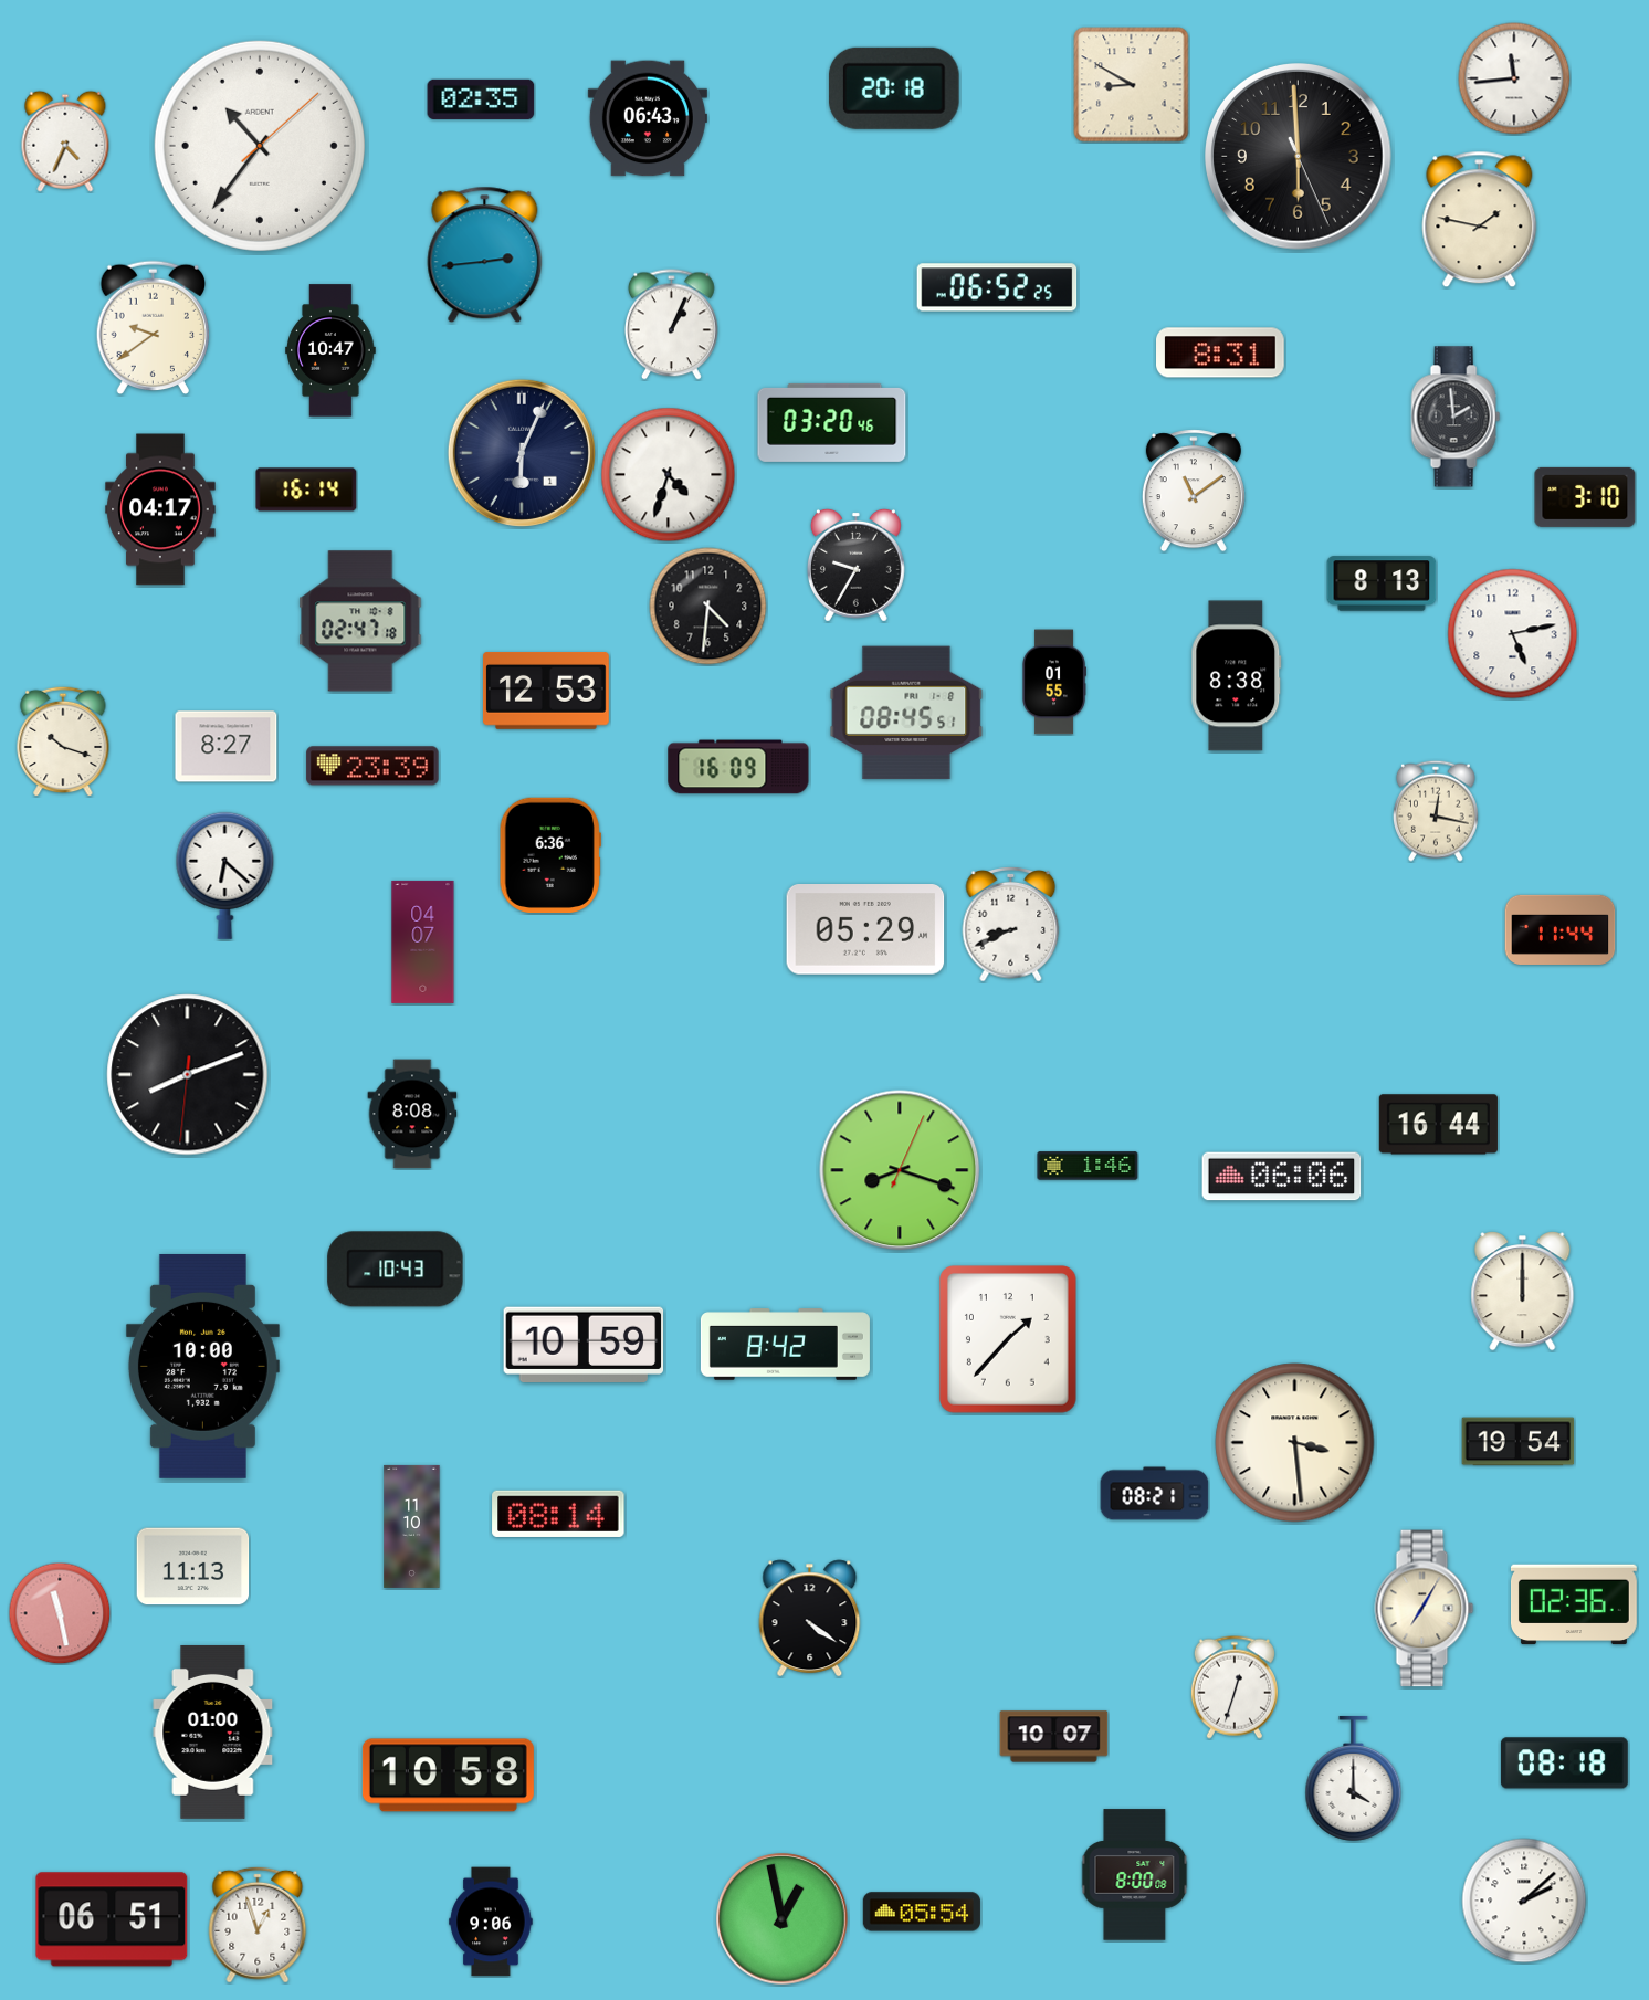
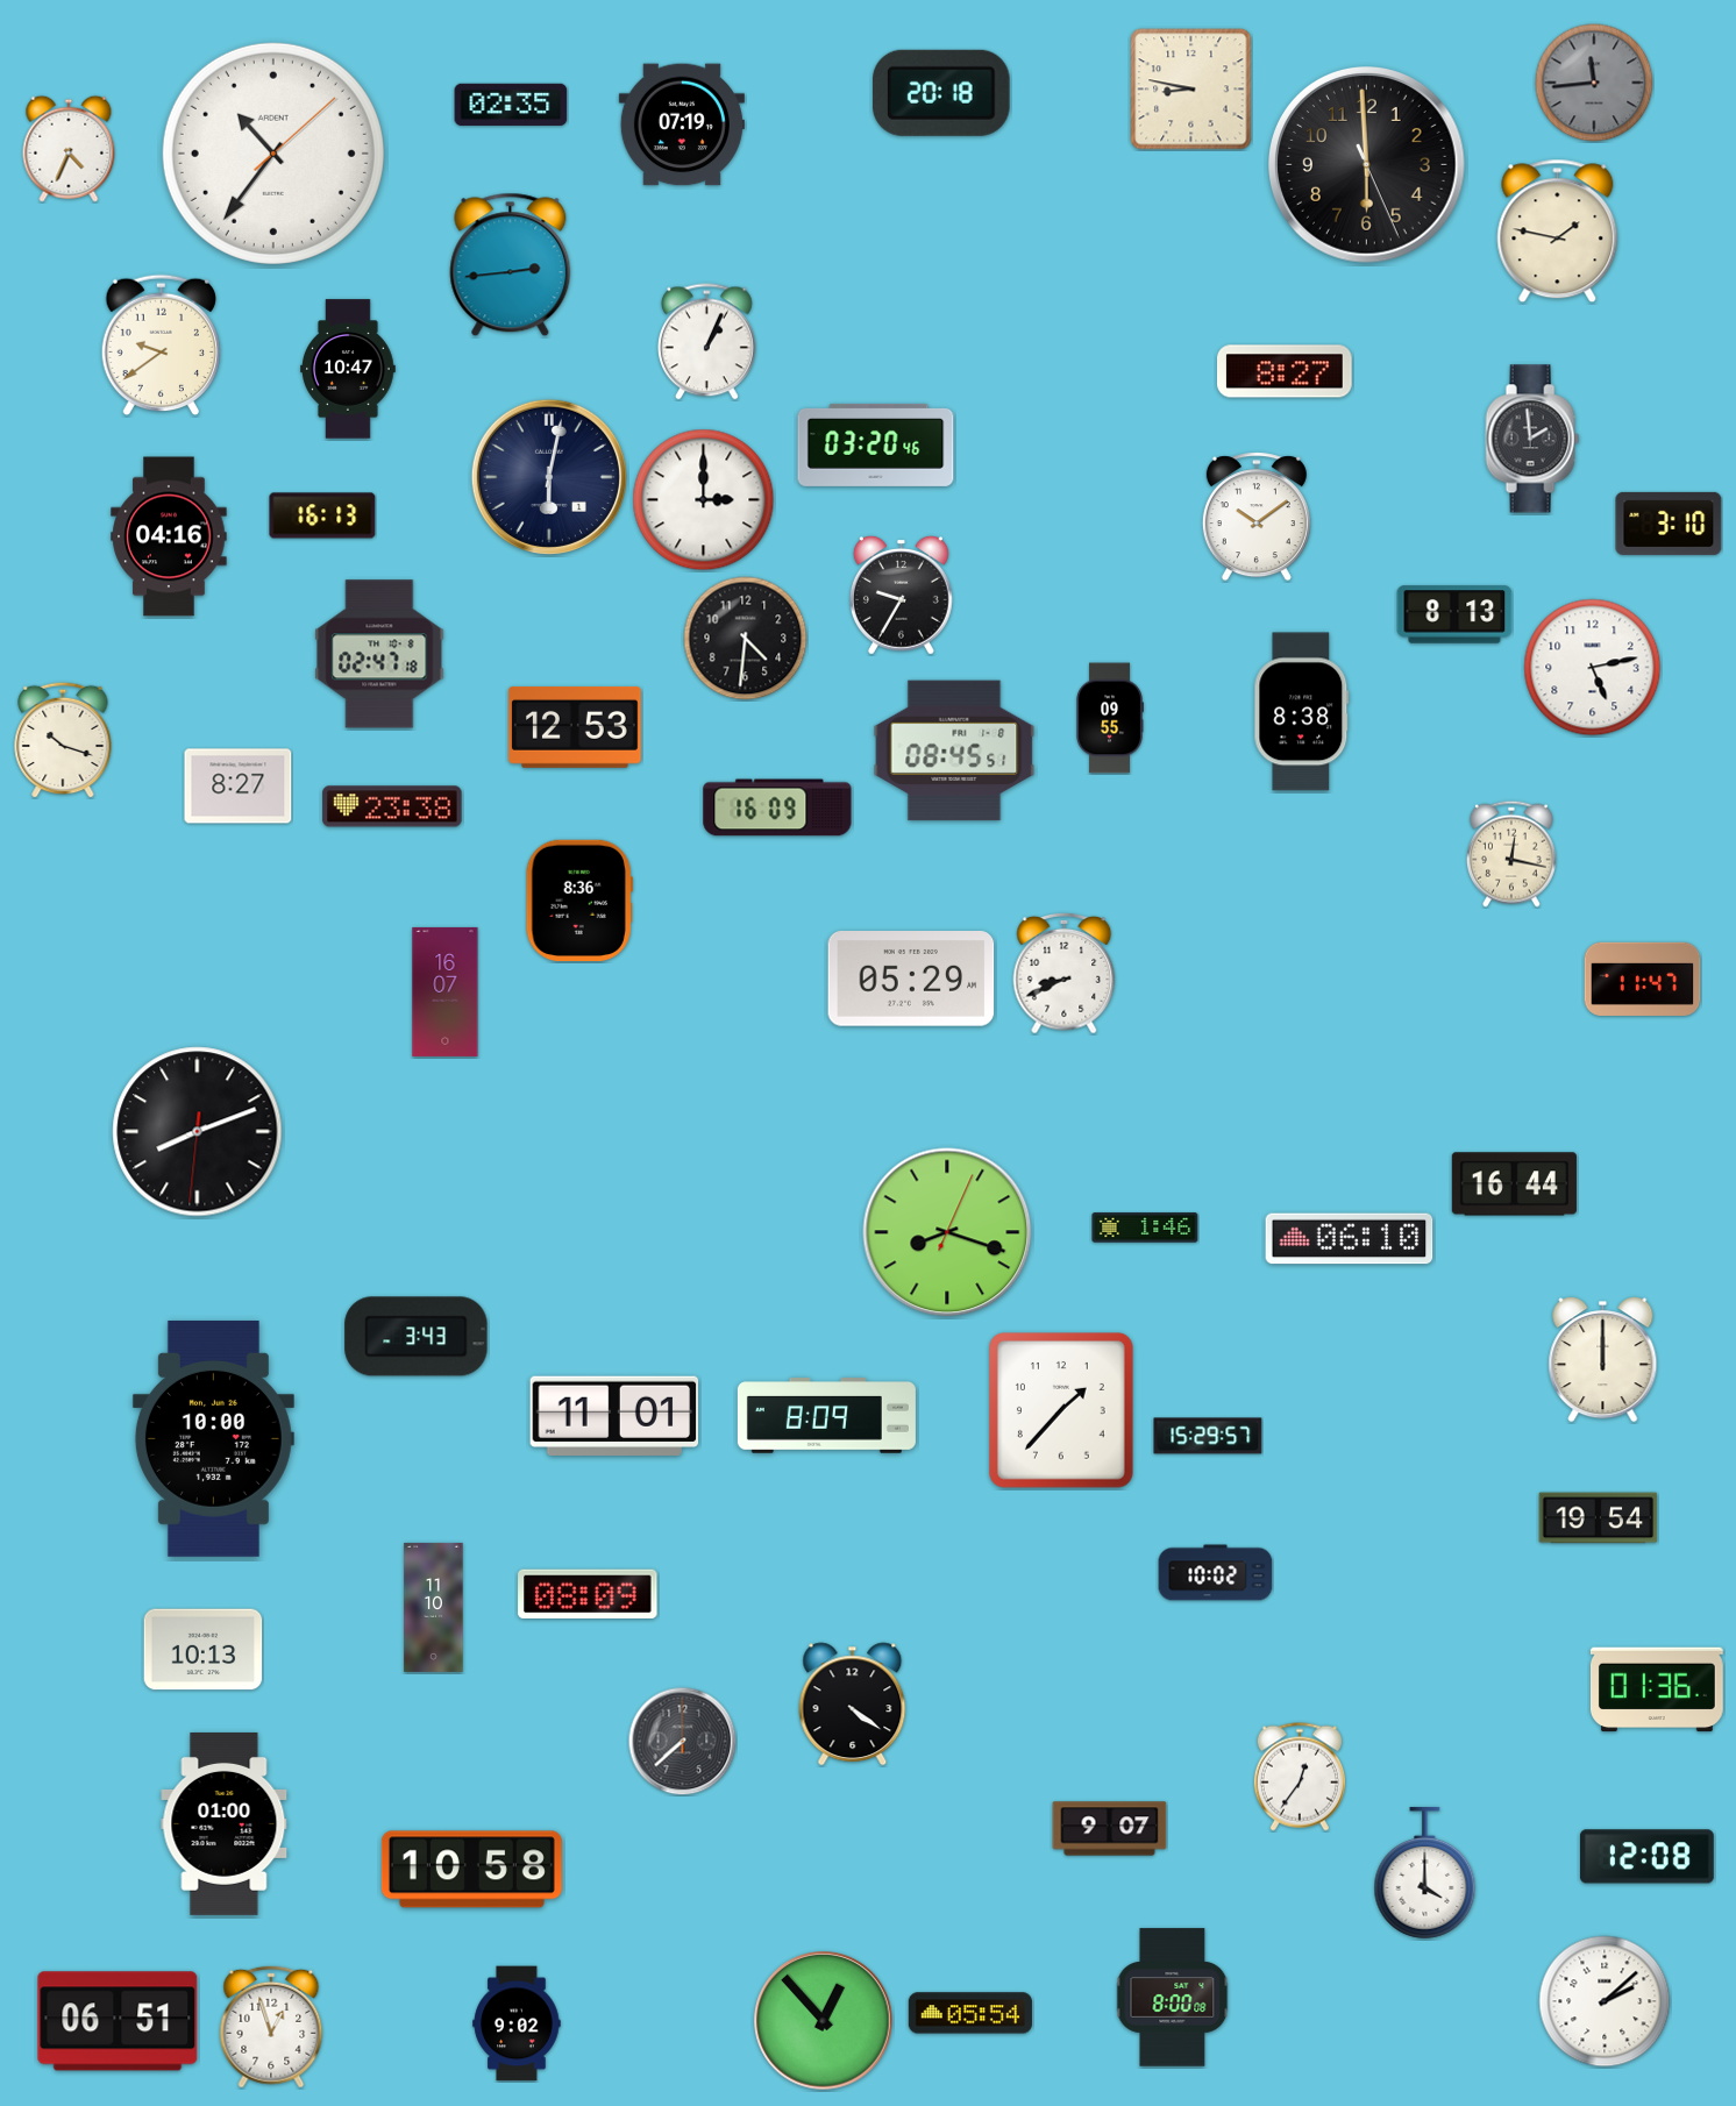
clock at (1514, 78) dial: white -> grey
clock at (1132, 85): 8:50 -> 8:47
clock at (481, 99) position: (481, 99) -> (511, 105)
clock at (648, 118): 06:43 -> 07:19
clock at (485, 255) position: (485, 255) -> (511, 265)
clock at (997, 287): 06:52 -> none
clock at (1221, 352): 8:31 -> 8:27
clock at (522, 453): 6:04 -> 6:02
clock at (669, 475): 4:33 -> 3:00
clock at (306, 490): 16:14 -> 16:13
clock at (1194, 491): 11:09 -> 10:09
clock at (160, 509): 04:17 -> 04:16
clock at (1054, 682): 01:55 -> 09:55
clock at (63, 741) position: (63, 741) -> (63, 740)
clock at (372, 766): 23:39 -> 23:38
clock at (550, 854): 6:36 -> 8:36
clock at (225, 875): 6:22 -> none
clock at (1561, 929): 11:44 -> 11:47
clock at (423, 941): 04:07 -> 16:07
clock at (412, 1114): 8:08 -> none
clock at (1282, 1177): 06:06 -> 06:10
clock at (396, 1270): 10:43 -> 3:43
clock at (584, 1344): 10:59 -> 11:01
clock at (785, 1345): 8:42 -> 8:09
clock at (1208, 1436): none -> 15:29
clock at (1295, 1443): 3:29 -> none
clock at (1155, 1494): 08:21 -> 10:02
clock at (558, 1513): 08:14 -> 08:09
clock at (193, 1567): 11:13 -> 10:13
clock at (1574, 1604): 02:36 -> 01:36
clock at (1425, 1609): 7:05 -> none
clock at (60, 1613): 11:28 -> none
clock at (682, 1741): none -> 7:38
clock at (1235, 1687): 12:33 -> 12:36
clock at (1054, 1737): 10:07 -> 9:07
clock at (1565, 1764): 08:18 -> 12:08
clock at (1135, 1875) position: (1135, 1875) -> (1173, 1998)
clock at (783, 1919): 12:58 -> 12:53
clock at (491, 1922): 9:06 -> 9:02
